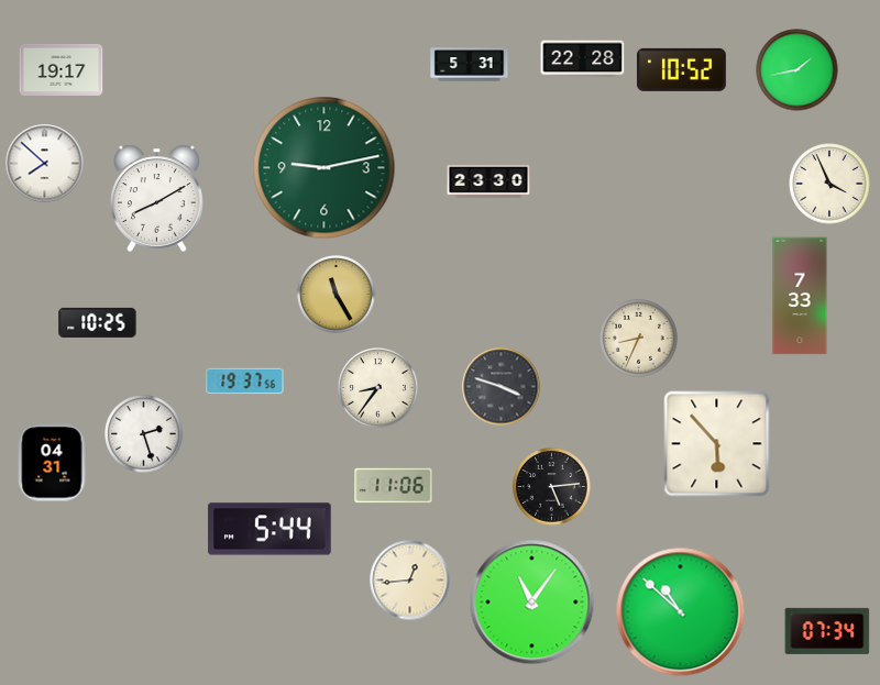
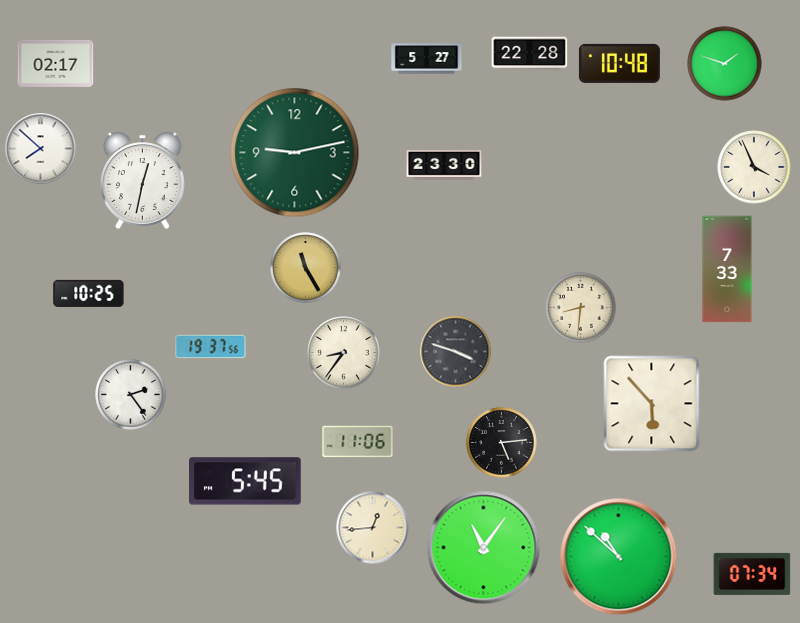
clock at (470, 65): 5:31 -> 5:27
clock at (62, 69): 19:17 -> 02:17
clock at (681, 69): 10:52 -> 10:48
clock at (798, 70): 1:43 -> 1:48
clock at (157, 198): 8:10 -> 12:32
clock at (639, 339): 8:34 -> 8:31
clock at (245, 382) position: (245, 382) -> (211, 347)
clock at (144, 434): 2:27 -> 2:24
clock at (52, 463): 04:31 -> none
clock at (269, 529): 5:44 -> 5:45
